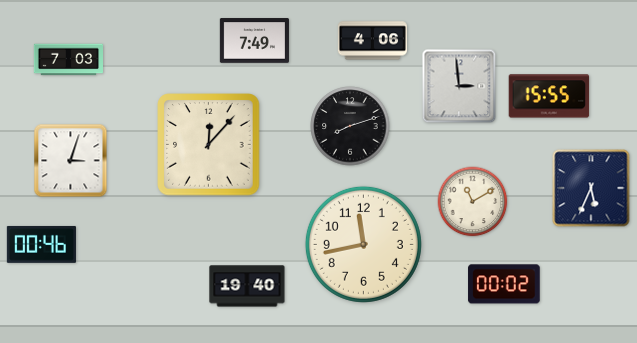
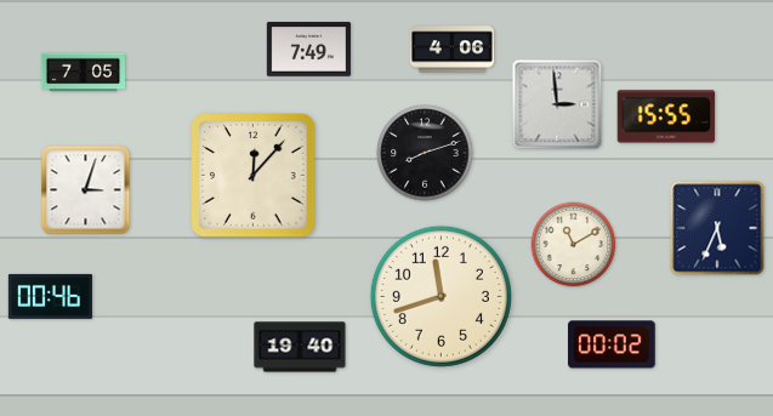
clock at (68, 60): 7:03 -> 7:05
clock at (71, 161) position: (71, 161) -> (86, 190)
clock at (363, 244): 11:43 -> 11:42
